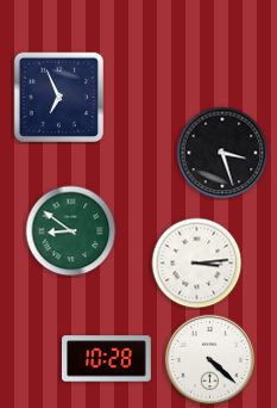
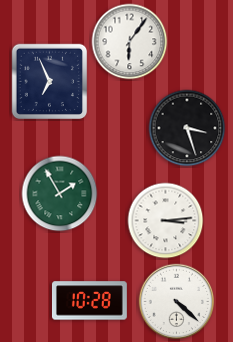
clock at (130, 42): none -> 6:06
clock at (71, 231): 8:51 -> 1:55
